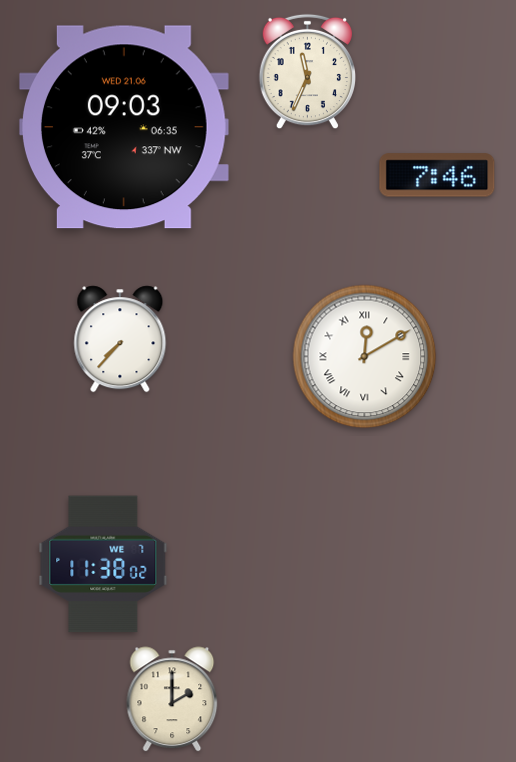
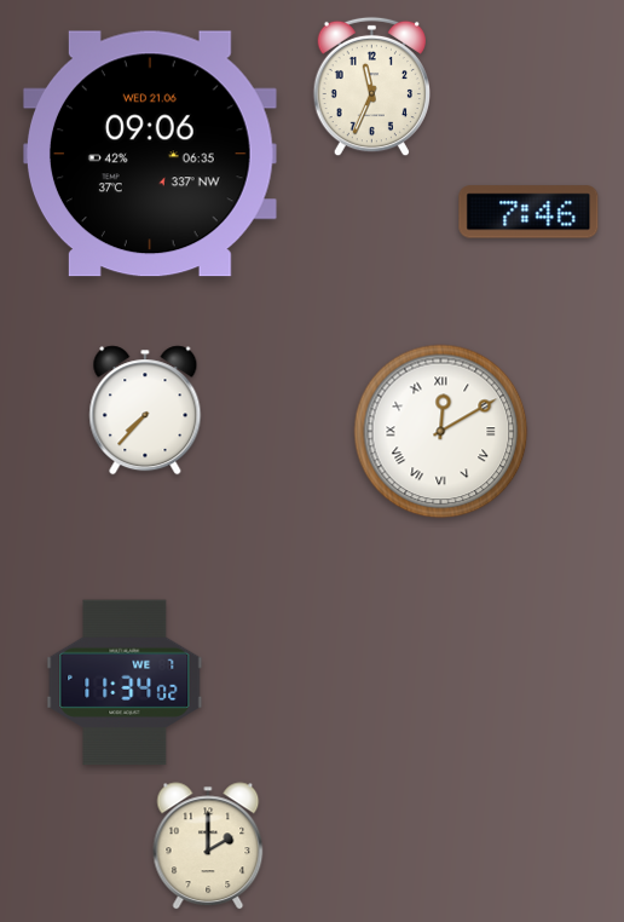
clock at (124, 127): 09:03 -> 09:06
clock at (103, 564): 11:38 -> 11:34
